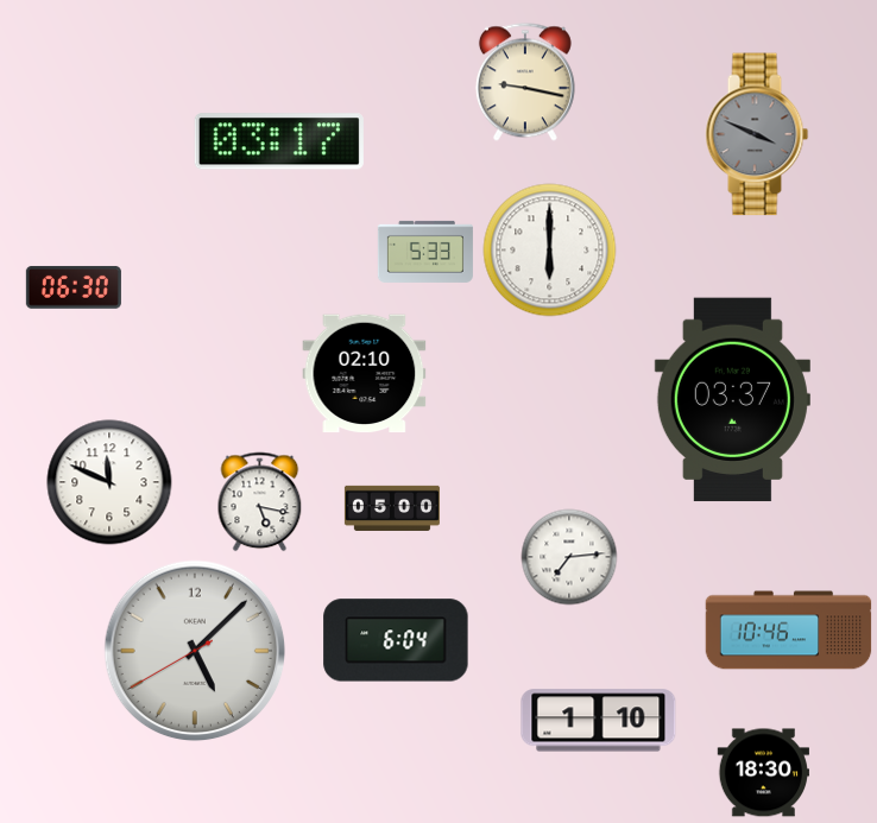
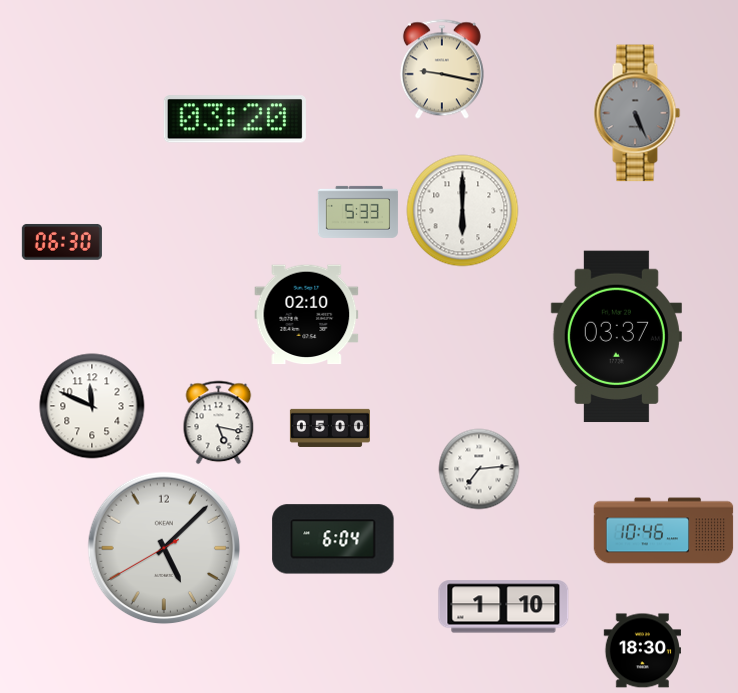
clock at (757, 134): 3:49 -> 5:26
clock at (279, 141): 03:17 -> 03:20
